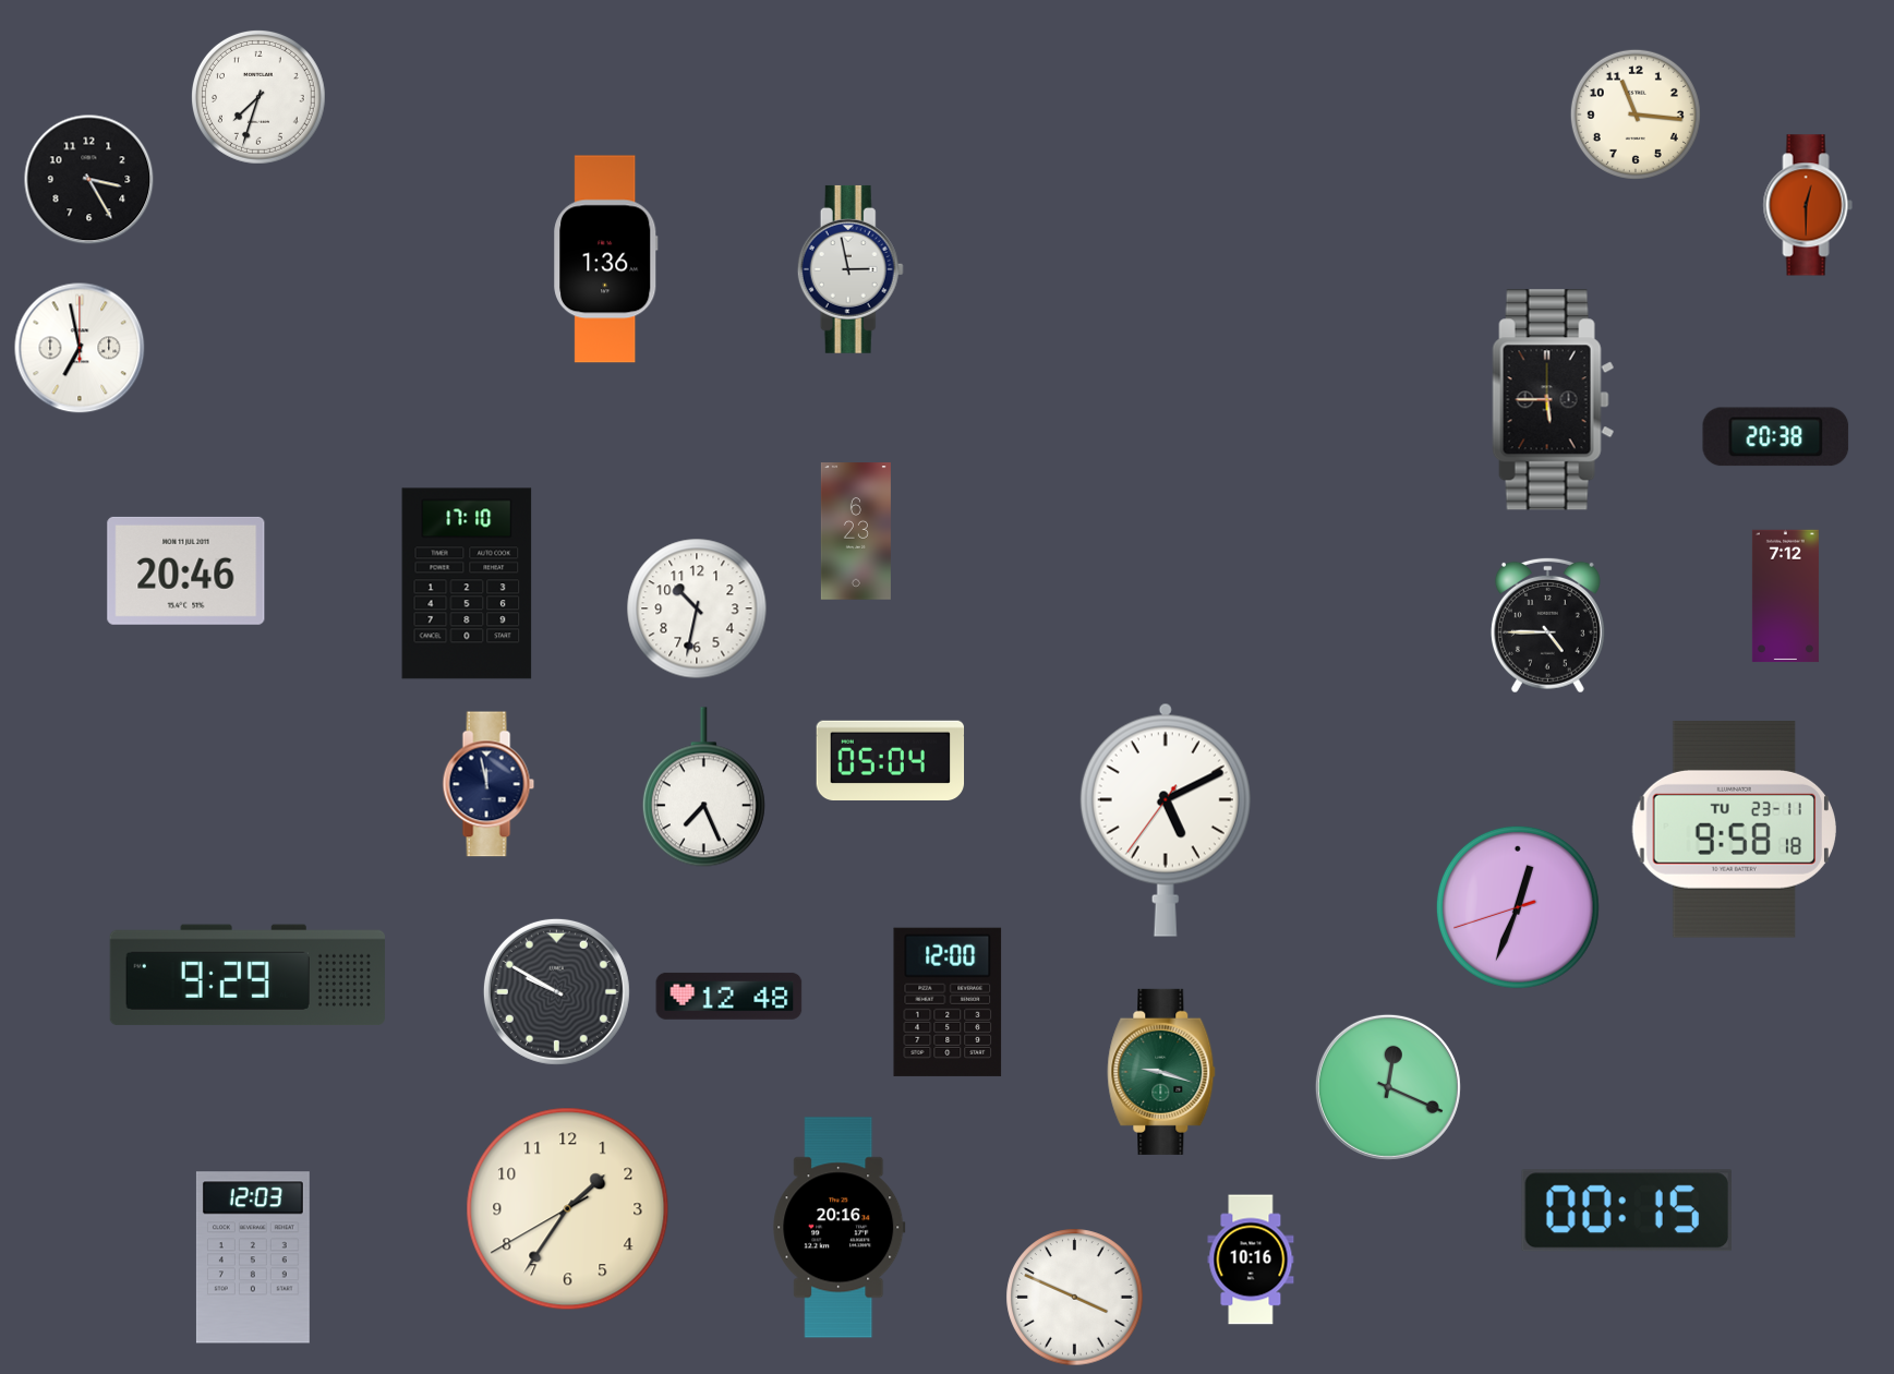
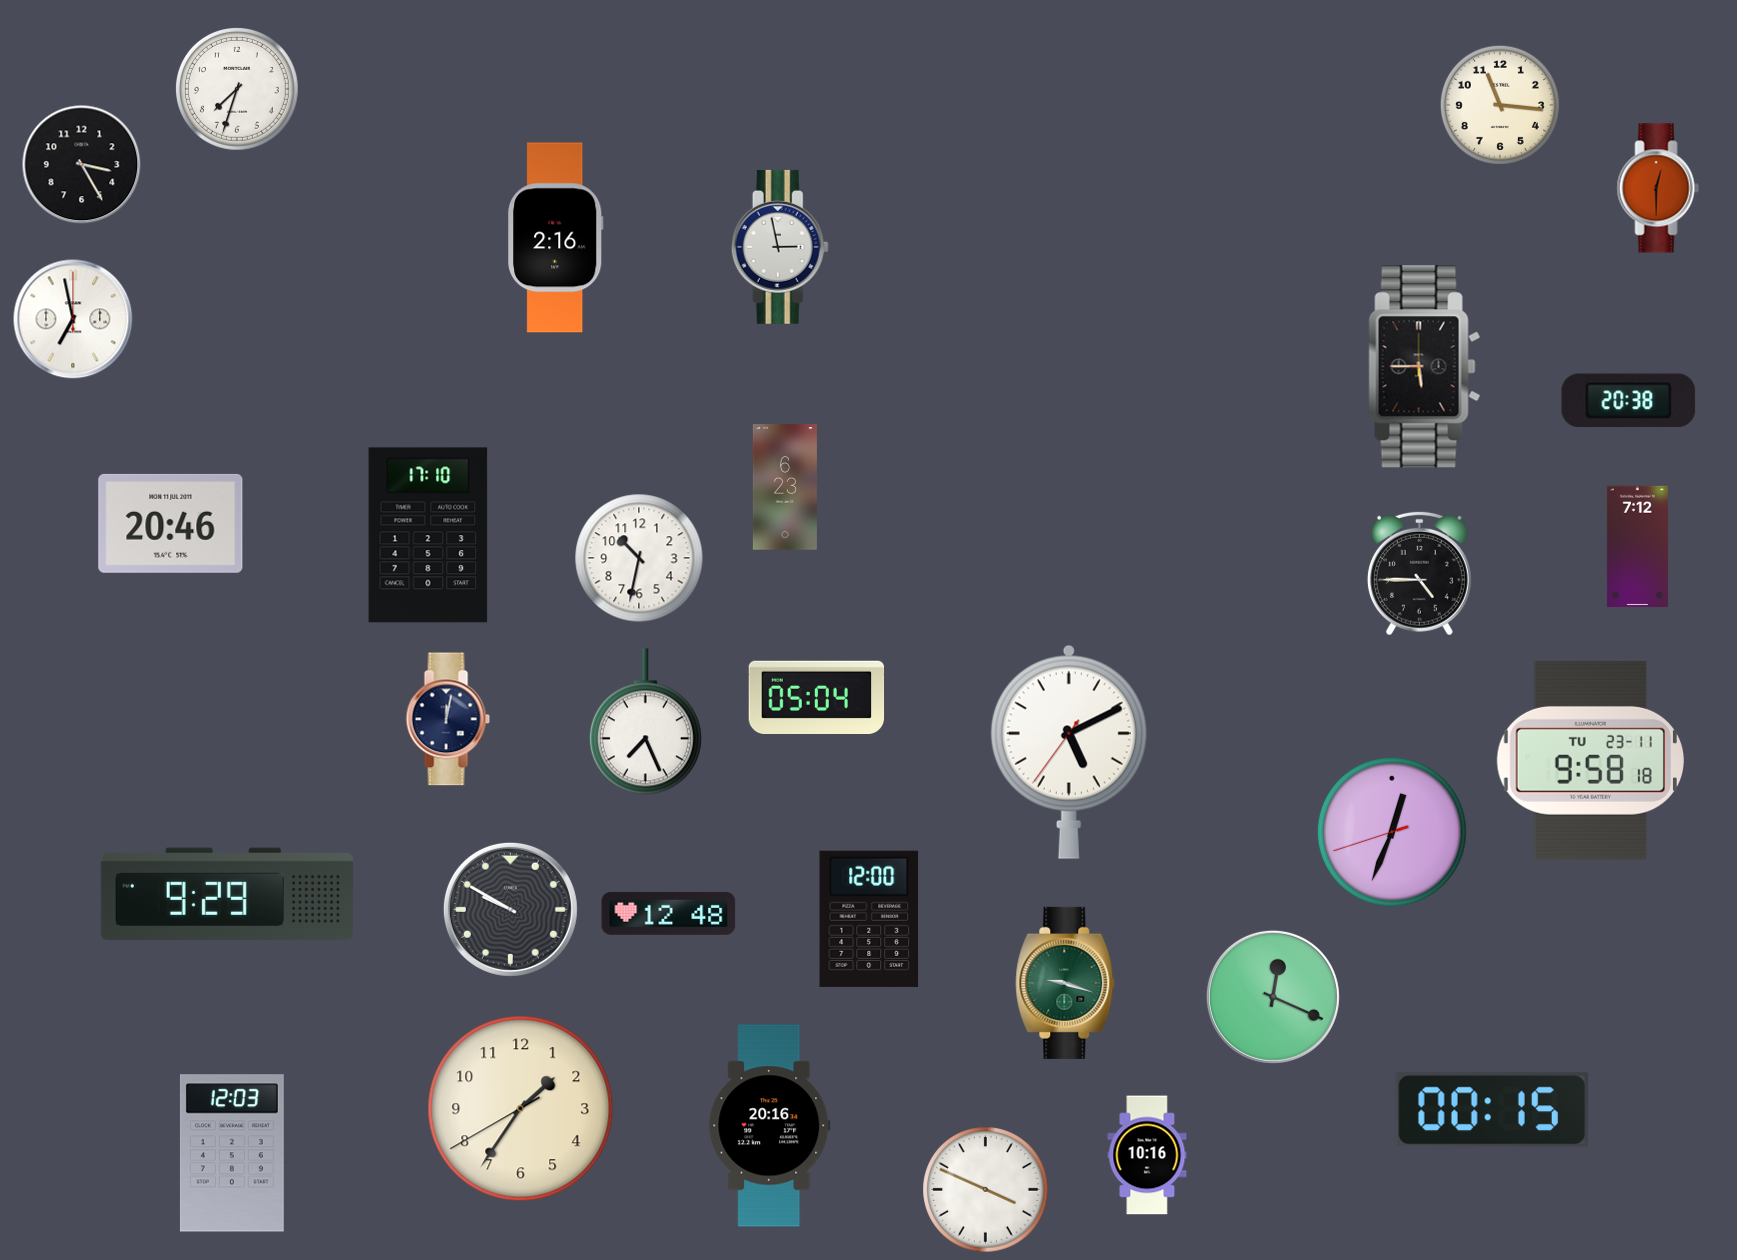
clock at (606, 260): 1:36 -> 2:16
clock at (488, 784): 11:58 -> 12:02
